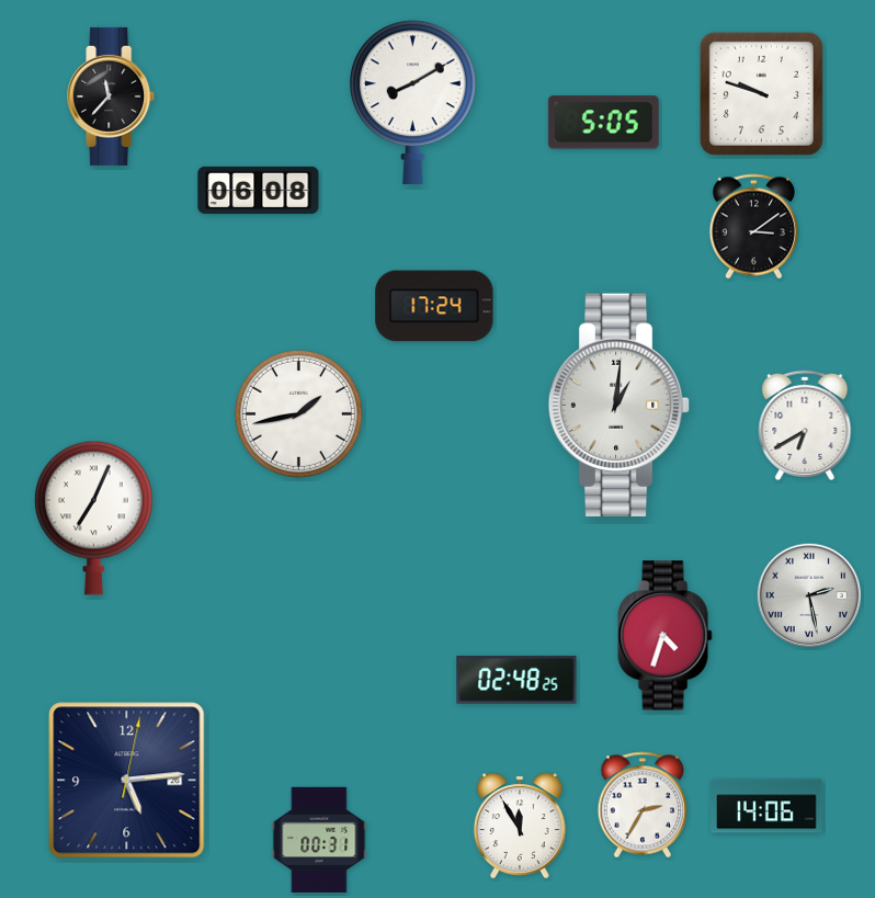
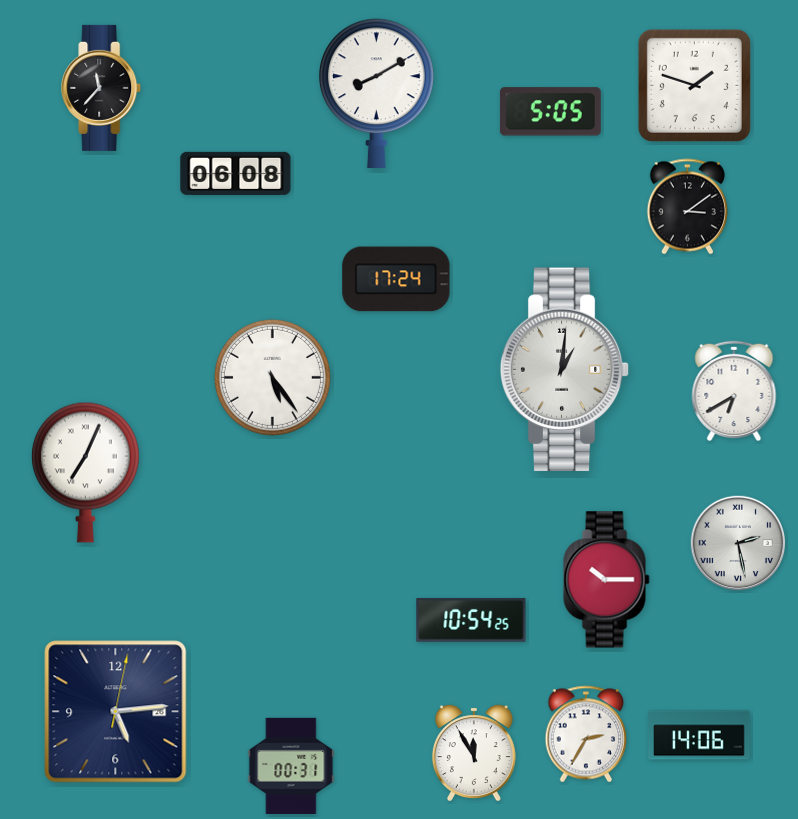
clock at (761, 93): 9:48 -> 1:48
clock at (298, 413): 1:43 -> 5:24
clock at (805, 425) position: (805, 425) -> (734, 391)
clock at (666, 636): 4:33 -> 10:15
clock at (516, 680): 02:48 -> 10:54
